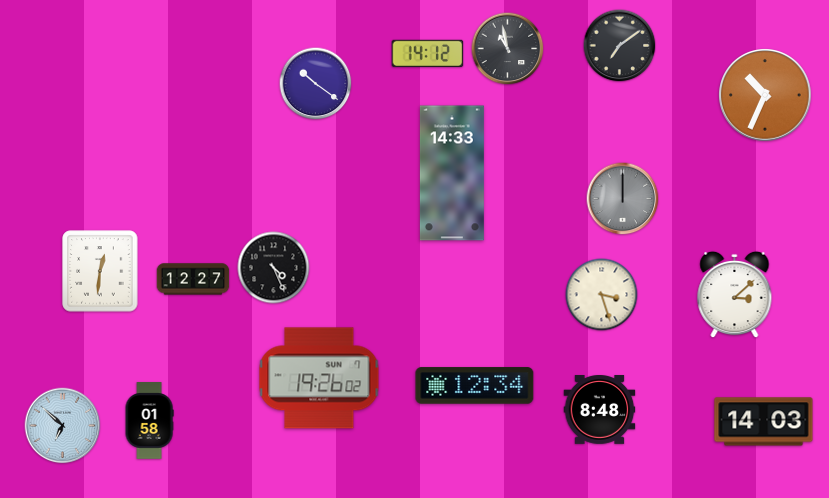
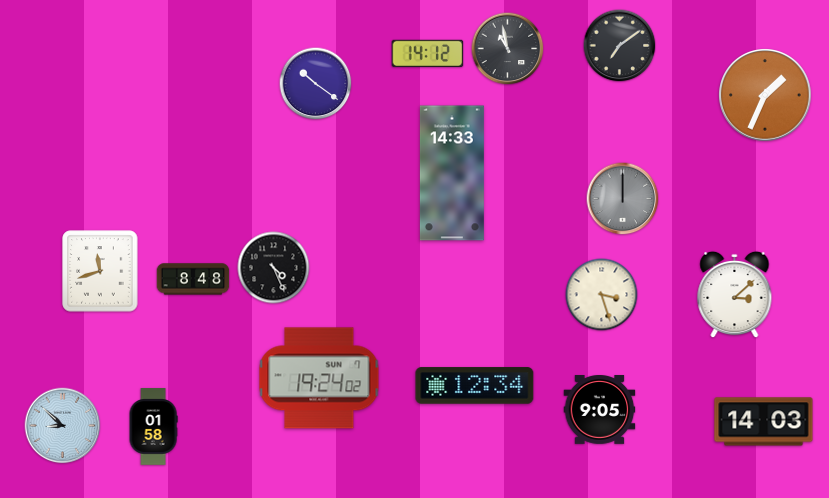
clock at (765, 95): 10:34 -> 1:34
clock at (100, 271): 12:31 -> 11:42
clock at (193, 279): 12:27 -> 8:48
clock at (319, 378): 19:26 -> 19:24
clock at (600, 410): 8:48 -> 9:05
clock at (149, 421) position: (149, 421) -> (153, 427)
clock at (63, 426): 6:52 -> 8:52
